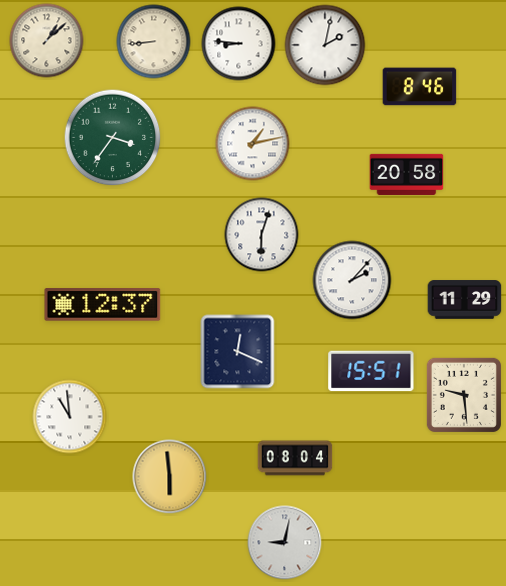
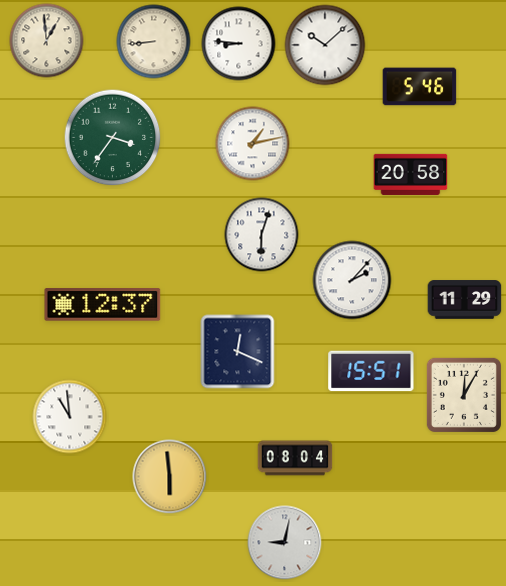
clock at (47, 41): 1:08 -> 12:59
clock at (325, 45): 2:02 -> 10:08
clock at (420, 87): 8:46 -> 5:46
clock at (407, 174) position: (407, 174) -> (411, 174)
clock at (464, 395): 9:29 -> 12:05
